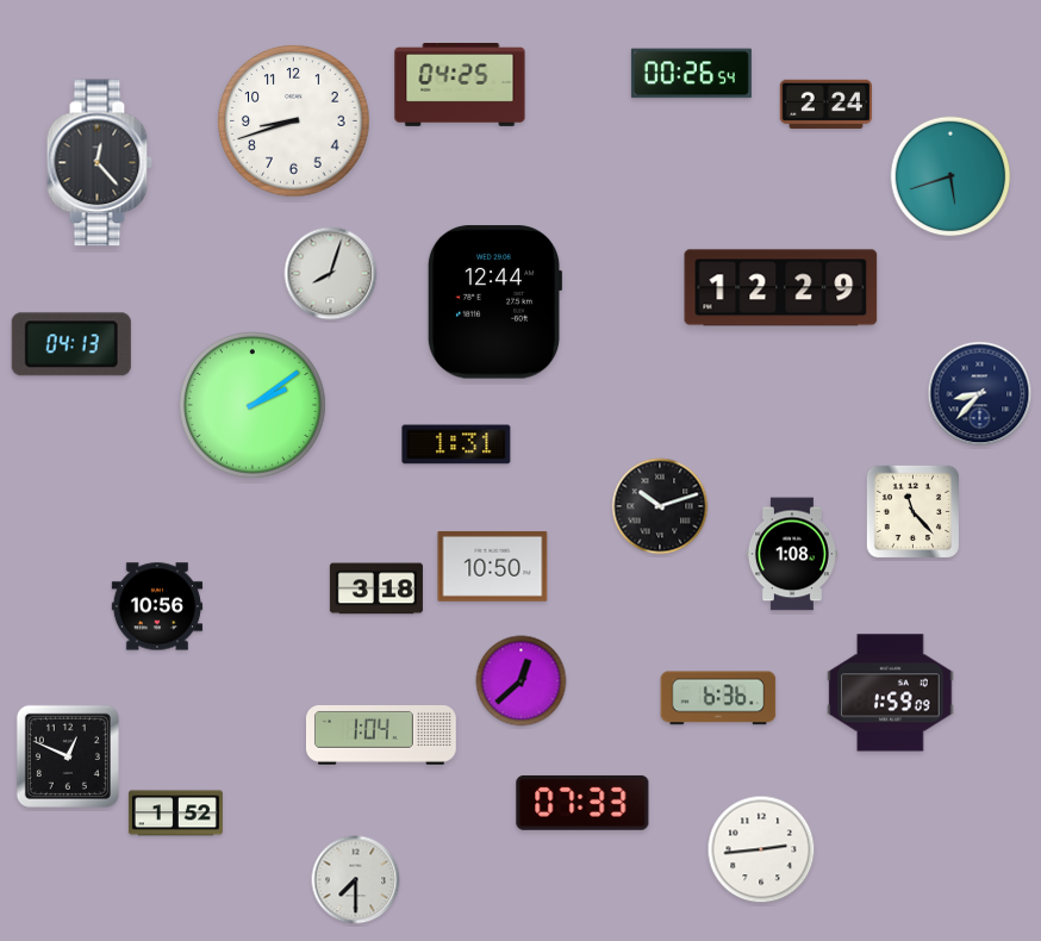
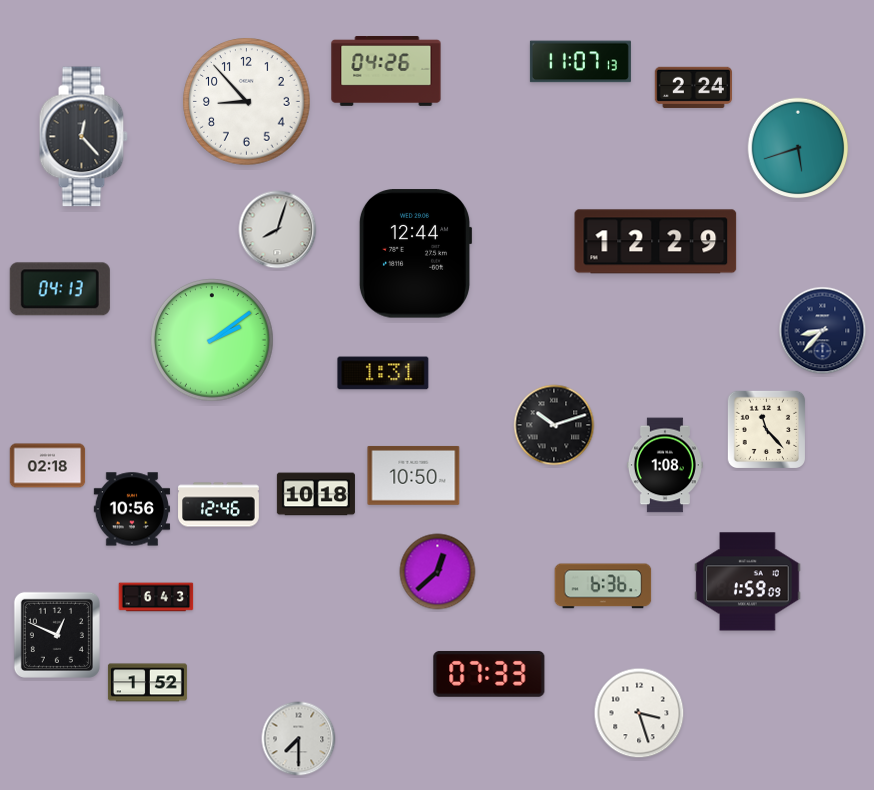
clock at (691, 74): 00:26 -> 11:07
clock at (460, 86): 04:25 -> 04:26
clock at (294, 121): 8:42 -> 8:53
clock at (48, 466): none -> 02:18
clock at (376, 588): 3:18 -> 10:18
clock at (219, 505): none -> 12:46
clock at (156, 597): none -> 6:43
clock at (382, 736): 1:04 -> none
clock at (761, 849): 2:44 -> 3:27
